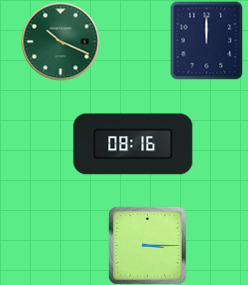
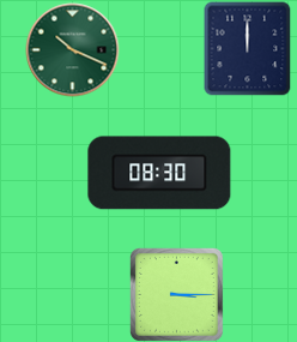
clock at (133, 144): 08:16 -> 08:30
